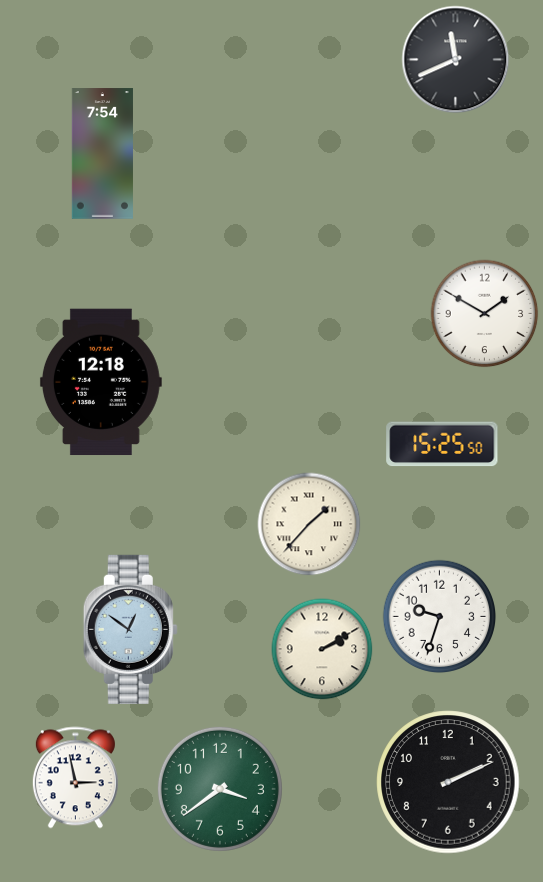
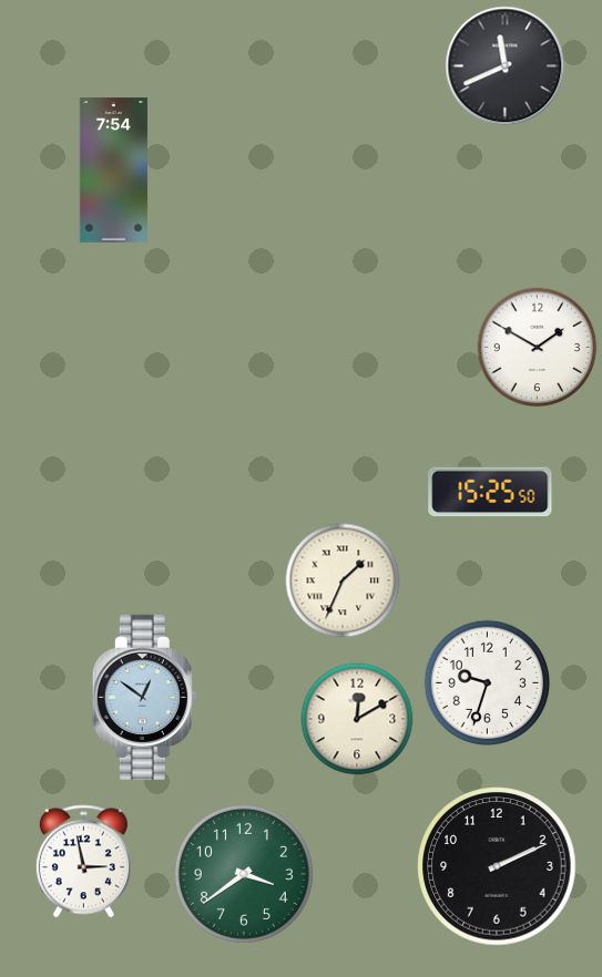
clock at (101, 382): 12:18 -> none
clock at (309, 524): 1:37 -> 1:34
clock at (322, 649): 2:10 -> 12:10
